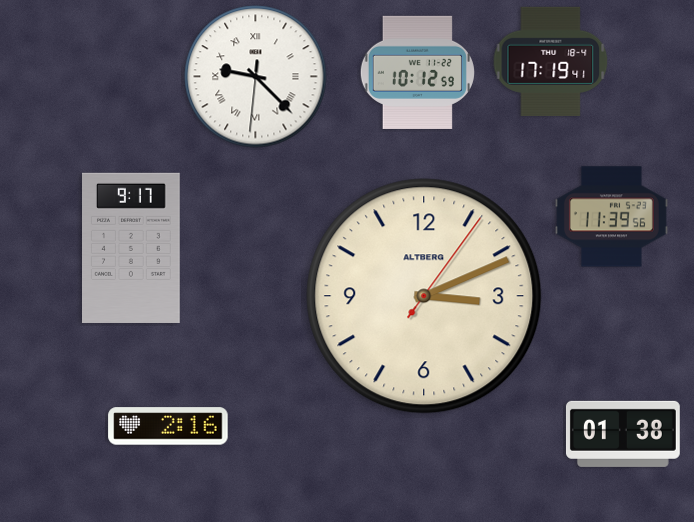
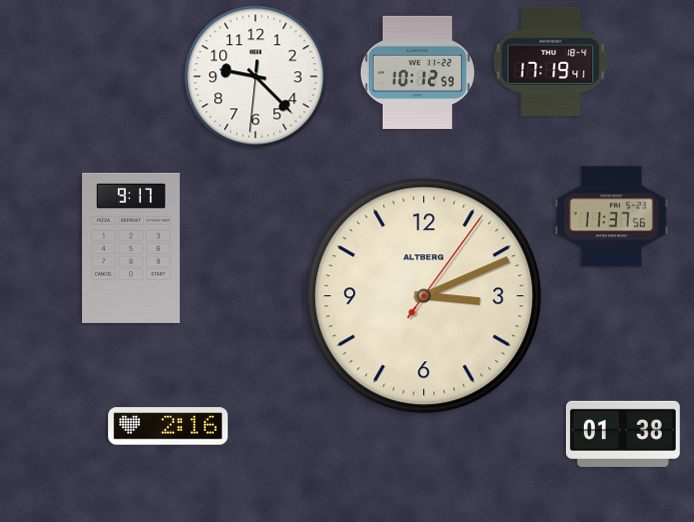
clock at (256, 77) numerals: Roman -> Arabic
clock at (611, 217): 11:39 -> 11:37
